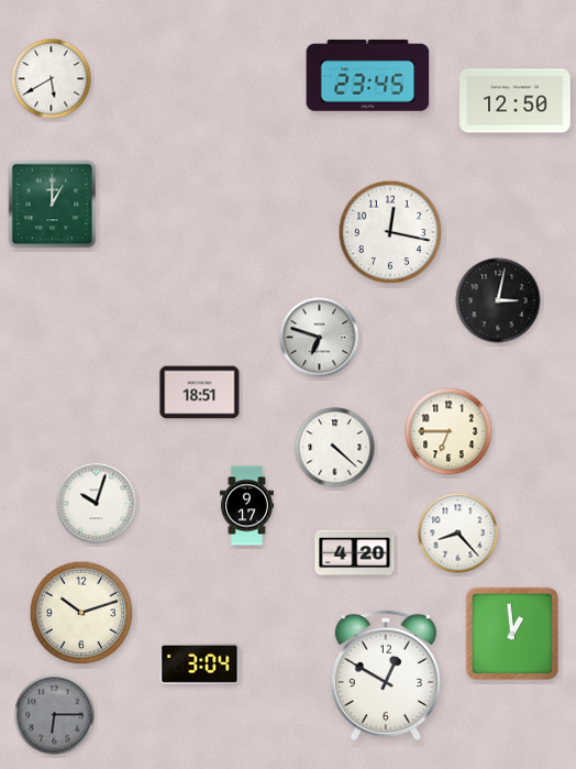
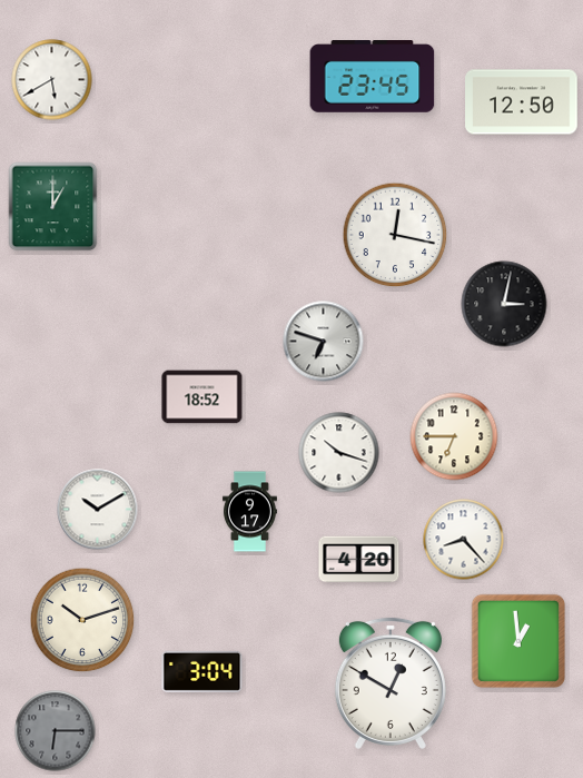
clock at (200, 393): 18:51 -> 18:52
clock at (335, 448): 4:22 -> 10:18
clock at (97, 504): 10:03 -> 10:10
clock at (55, 715) position: (55, 715) -> (56, 731)
